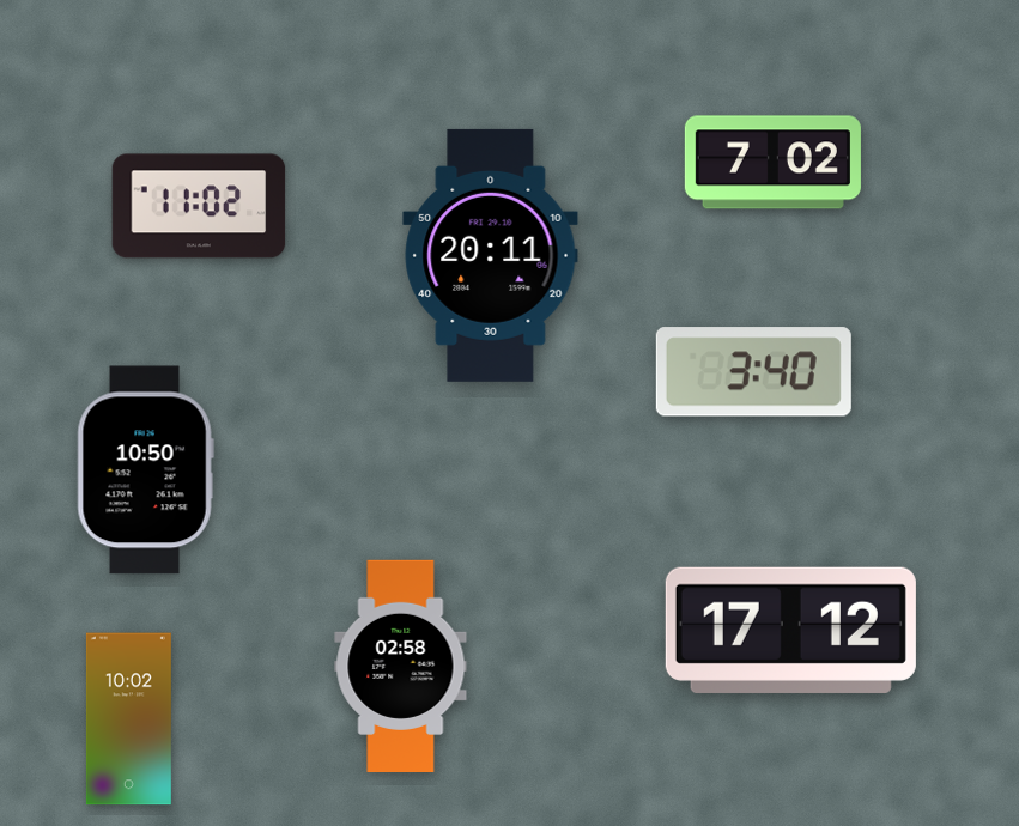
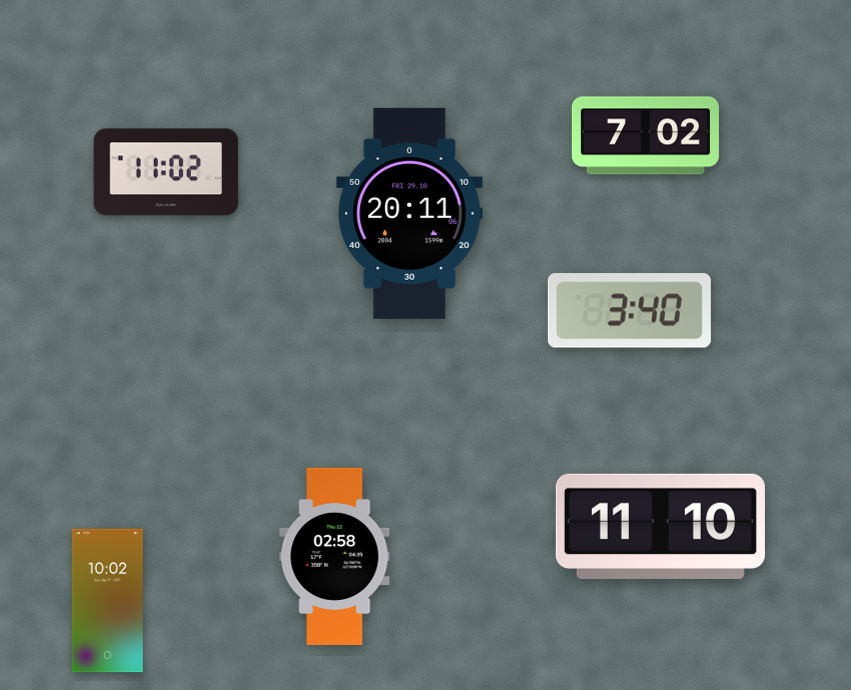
clock at (145, 470): 10:50 -> none
clock at (790, 630): 17:12 -> 11:10
